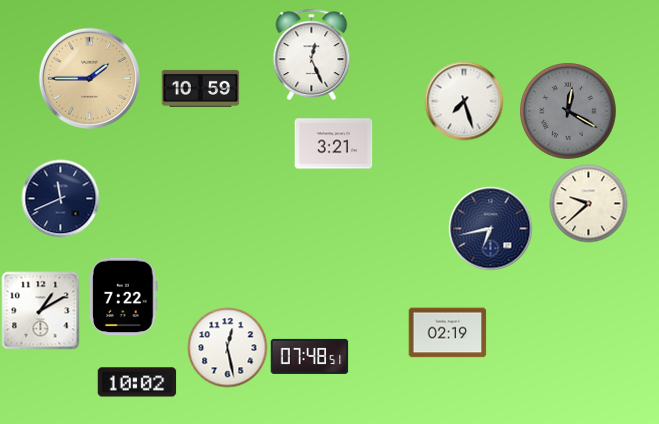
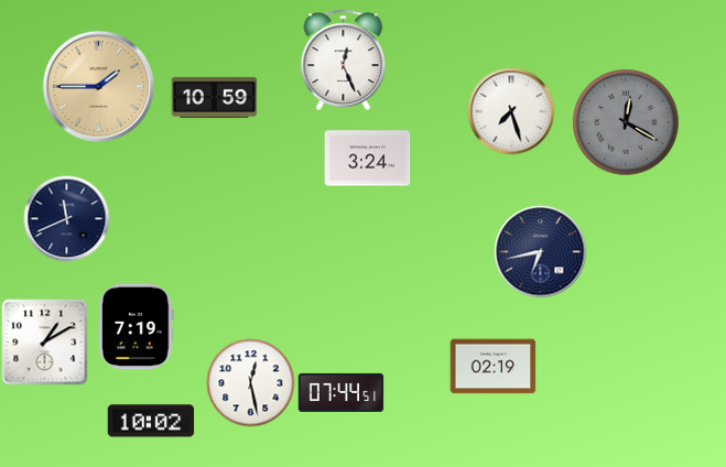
clock at (200, 88) position: (200, 88) -> (214, 97)
clock at (333, 144): 3:21 -> 3:24
clock at (588, 203): 9:38 -> none
clock at (124, 296): 7:22 -> 7:19
clock at (309, 356): 07:48 -> 07:44
